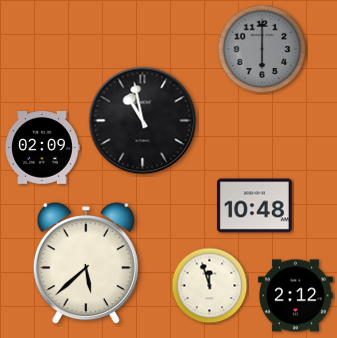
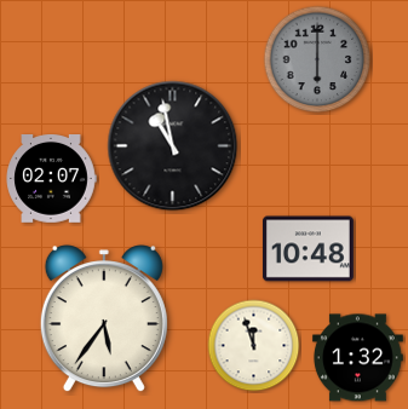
clock at (42, 148): 02:09 -> 02:07
clock at (86, 264): 5:38 -> 5:36
clock at (295, 296): 2:12 -> 1:32
